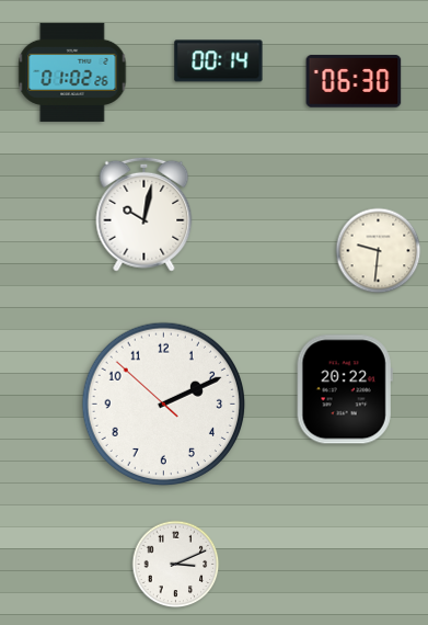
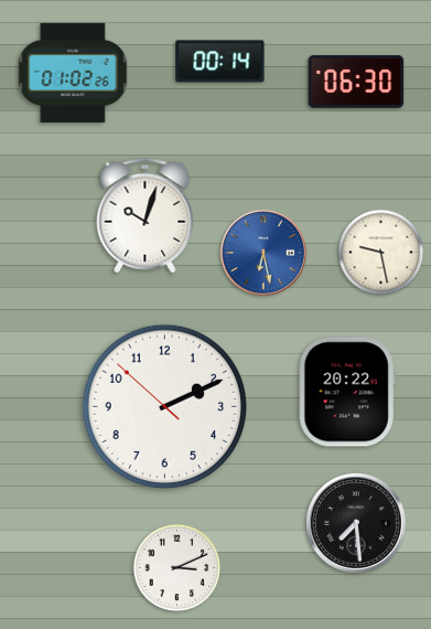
clock at (144, 214): 10:02 -> 10:03
clock at (262, 252): none -> 6:28
clock at (379, 251): 9:31 -> 9:28
clock at (356, 523): none -> 7:29
